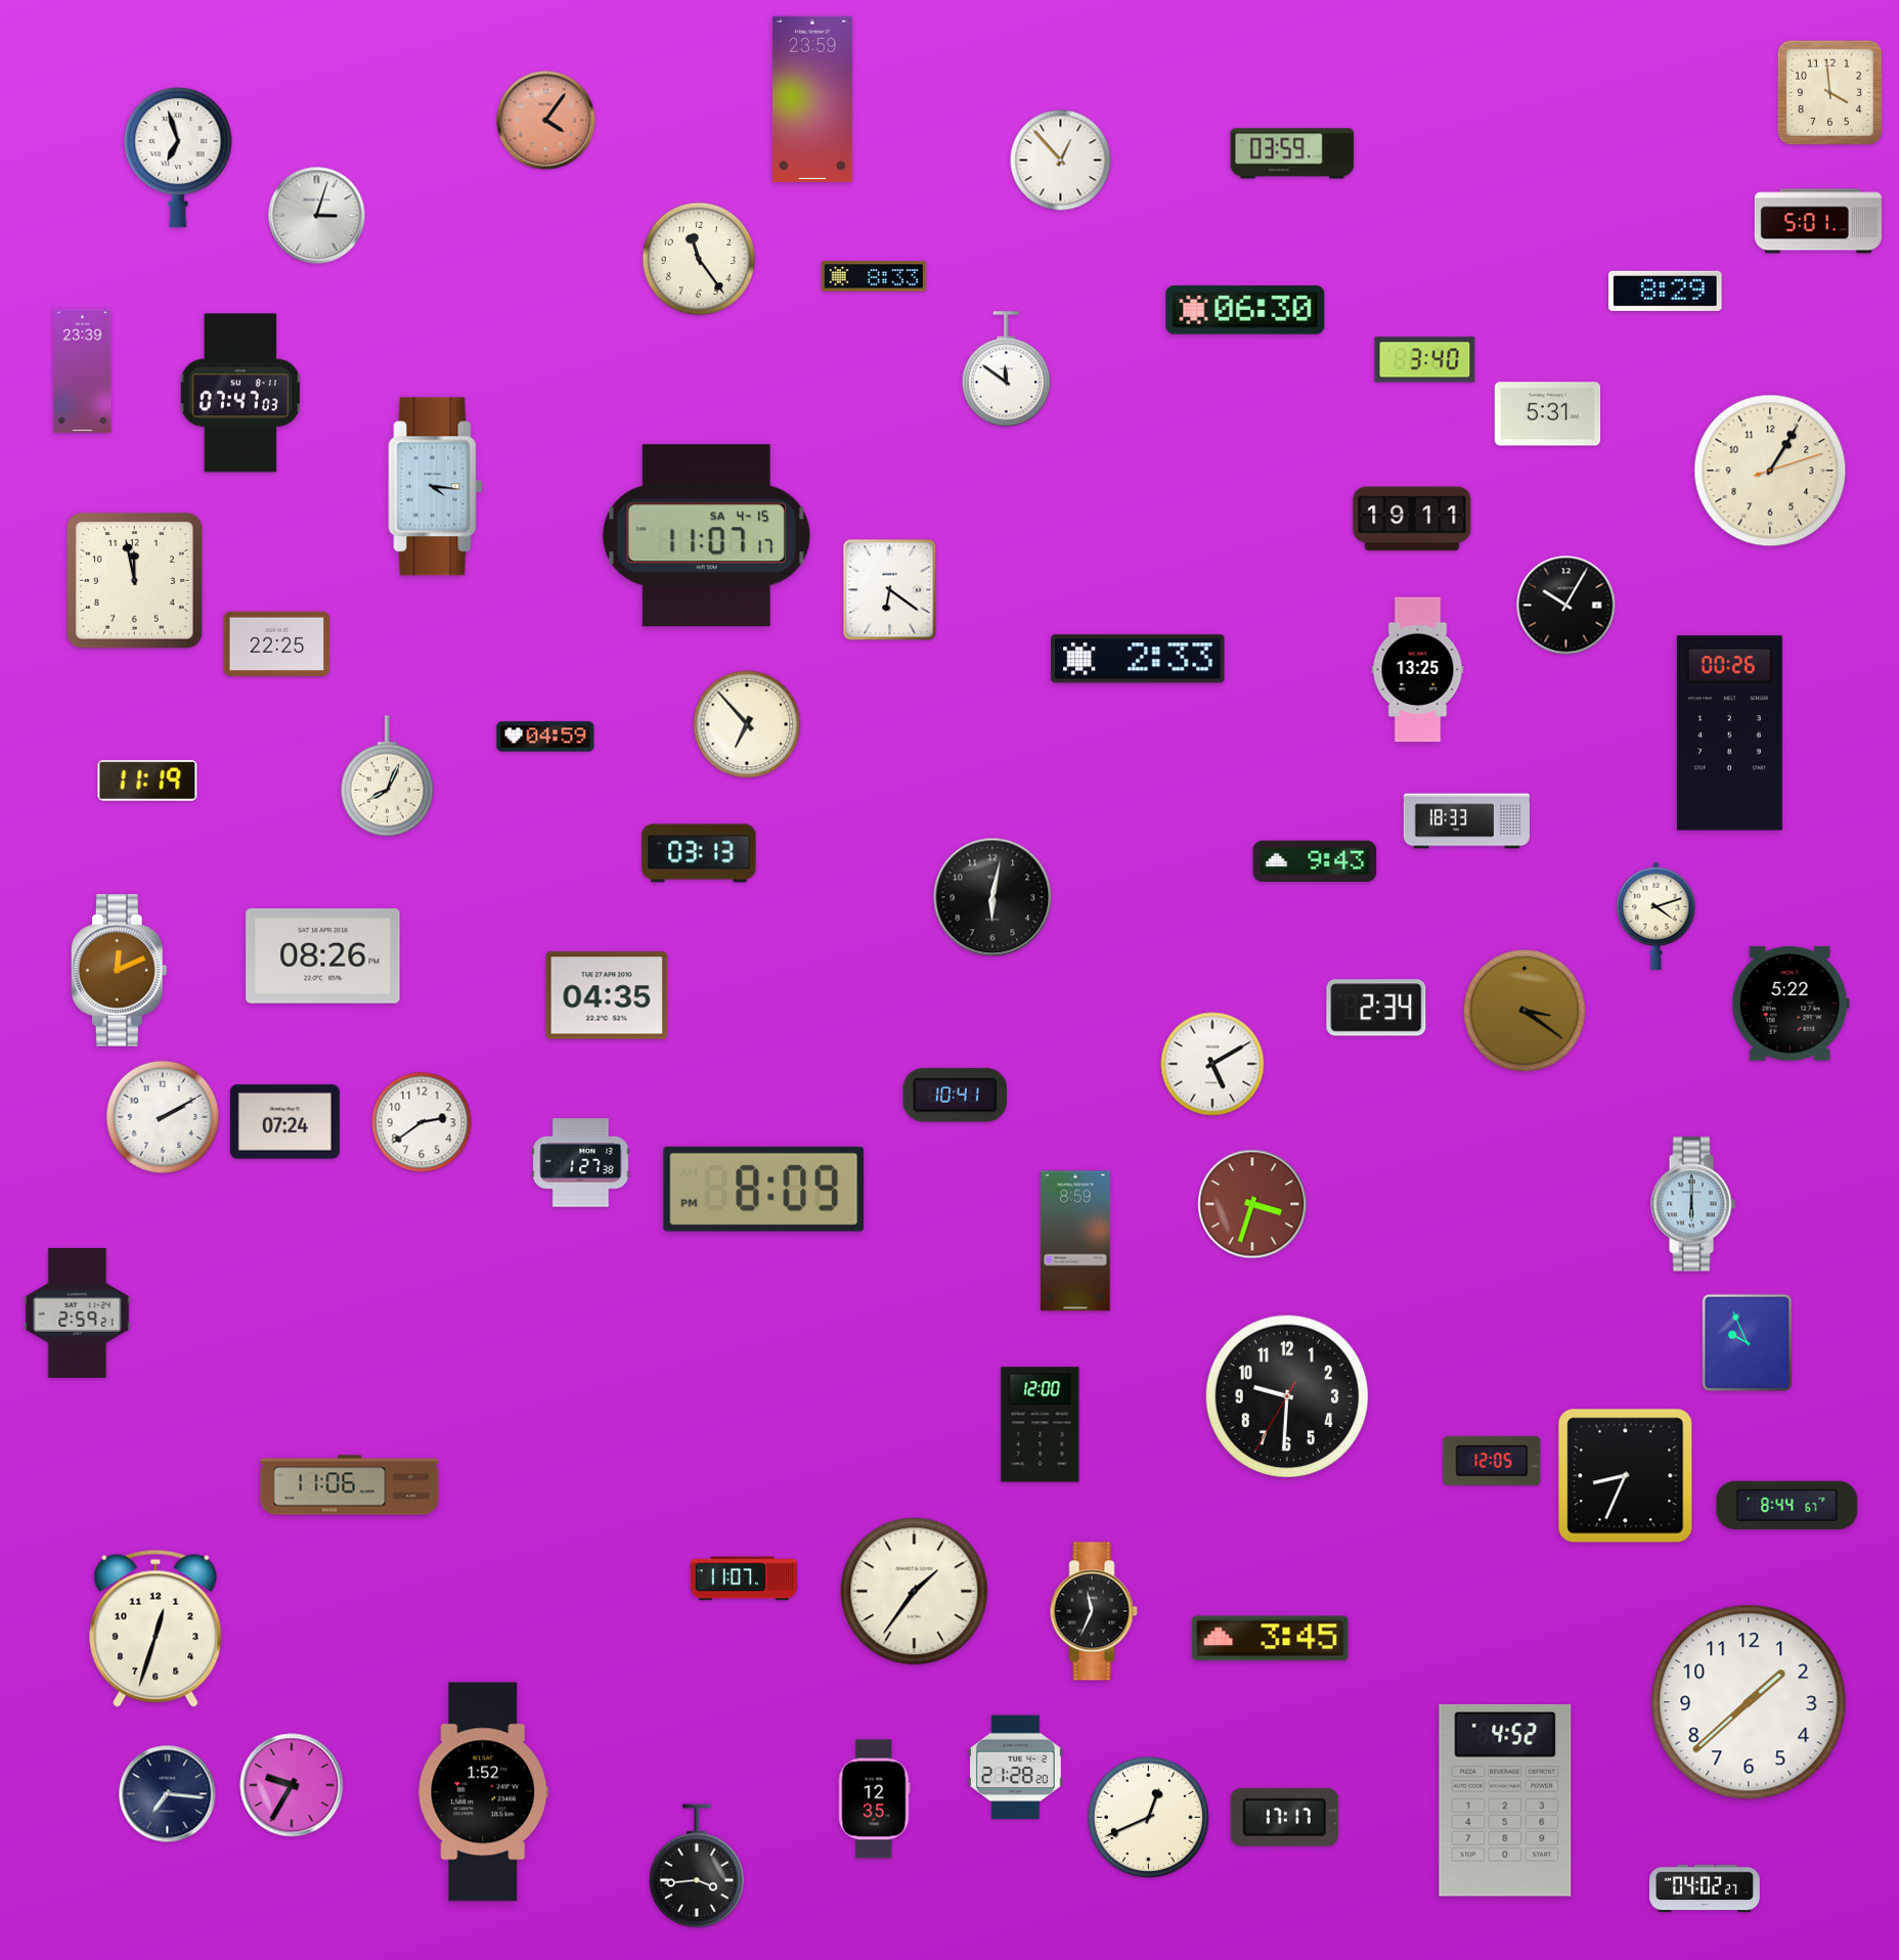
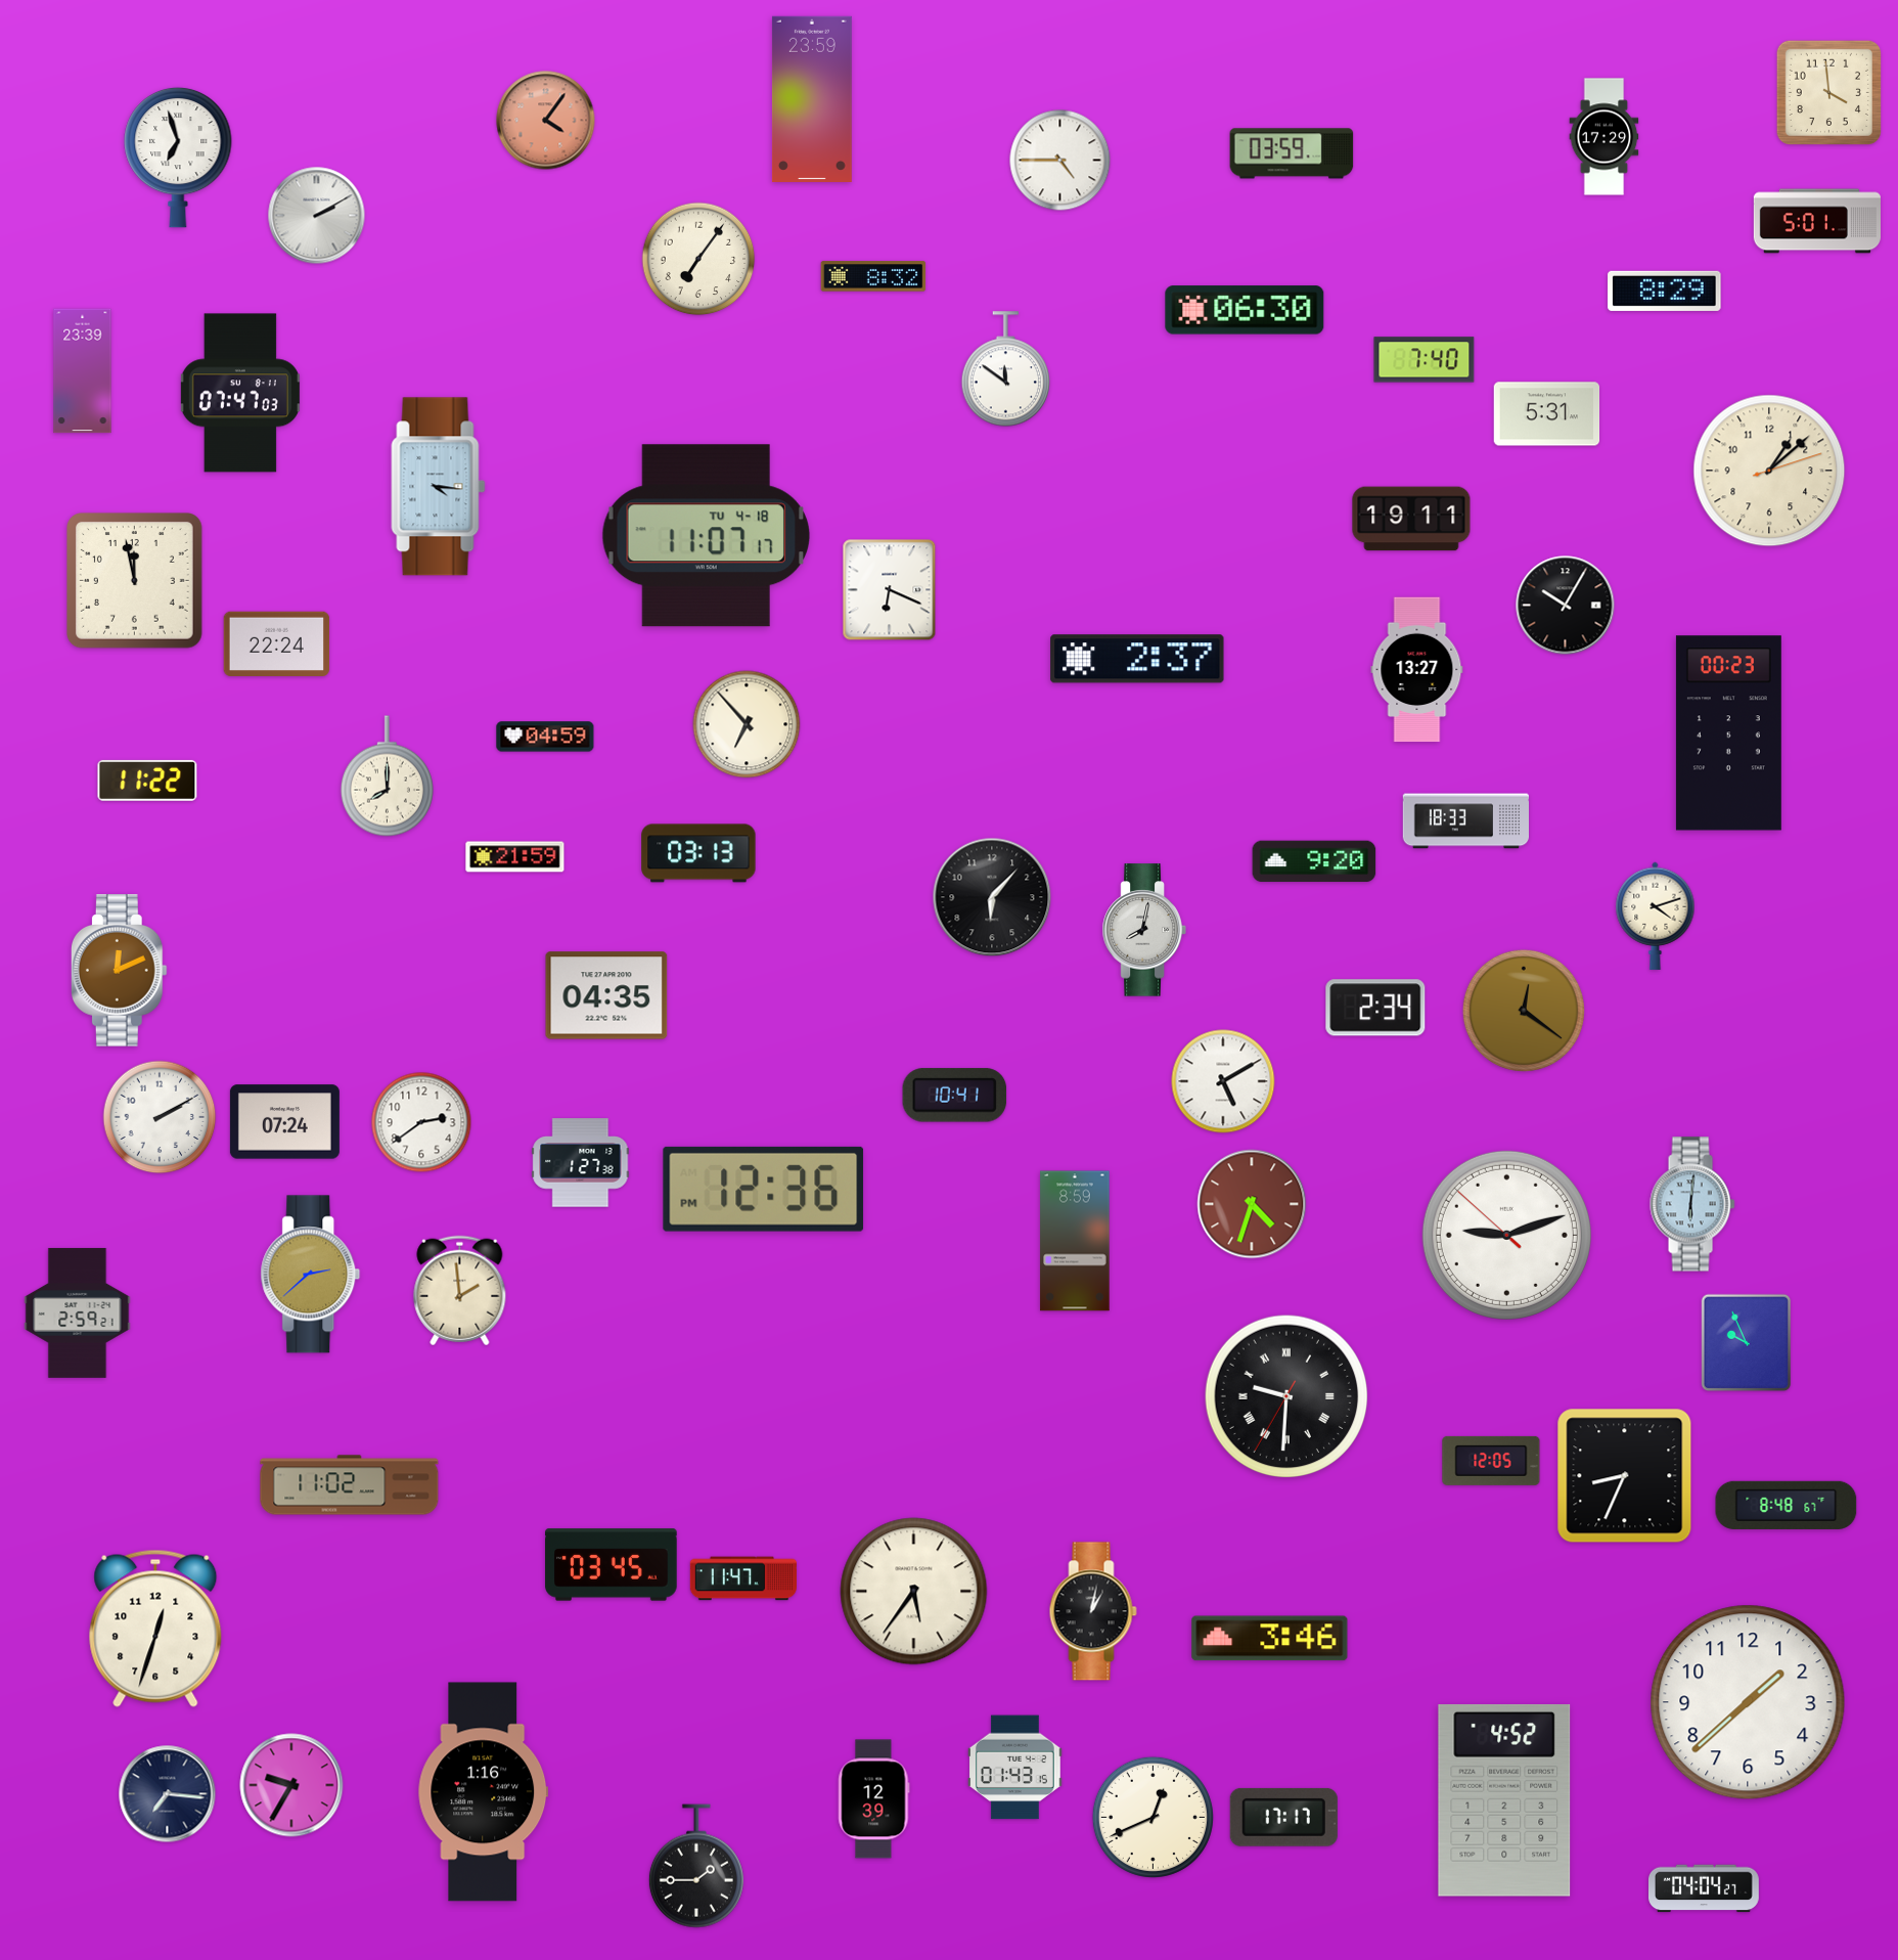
clock at (1605, 137): none -> 17:29
clock at (1061, 161): 12:53 -> 4:45
clock at (317, 216): 3:03 -> 2:10
clock at (699, 259): 11:24 -> 7:06
clock at (874, 276): 8:33 -> 8:32
clock at (1425, 360): 3:40 -> 7:40
clock at (1770, 471): 1:05 -> 1:08
clock at (436, 487) position: (436, 487) -> (439, 487)
clock at (706, 536) date: SA 4-15 -> TU 4-18
clock at (890, 590): 6:21 -> 6:19
clock at (277, 644): 22:25 -> 22:24
clock at (1138, 659): 2:33 -> 2:37
clock at (1418, 670): 13:25 -> 13:27
clock at (1729, 733): 00:26 -> 00:23
clock at (387, 776): 8:04 -> 8:00
clock at (147, 781): 11:19 -> 11:22
clock at (515, 857): none -> 21:59
clock at (1315, 861): 9:43 -> 9:20
clock at (992, 897): 6:02 -> 6:07
clock at (1144, 930): none -> 8:02
clock at (323, 955): 08:26 -> none
clock at (1791, 1004): 5:22 -> none
clock at (1525, 1011): 3:21 -> 12:21
clock at (1212, 1064) position: (1212, 1064) -> (1223, 1081)
clock at (163, 1117) position: (163, 1117) -> (160, 1117)
clock at (764, 1189): 8:09 -> 12:36
clock at (1252, 1204): 3:33 -> 4:33
clock at (1693, 1204): 6:00 -> 6:01
clock at (1506, 1235): none -> 9:11
clock at (311, 1275): none -> 2:38
clock at (460, 1291): none -> 1:59
clock at (1287, 1396) numerals: Arabic -> Roman
clock at (1041, 1425): 12:00 -> none
clock at (350, 1485): 11:06 -> 11:02
clock at (1787, 1505): 8:44 -> 8:48
clock at (612, 1565): none -> 03:45
clock at (743, 1578): 11:07 -> 11:47
clock at (915, 1592): 1:36 -> 5:36
clock at (1094, 1611): 11:34 -> 1:02
clock at (1271, 1639): 3:45 -> 3:46
clock at (1016, 1768): 21:28 -> 01:43
clock at (484, 1792): 1:52 -> 1:16
clock at (875, 1799): 12:35 -> 12:39
clock at (1148, 1817) position: (1148, 1817) -> (1153, 1817)
clock at (697, 1866): 3:44 -> 1:45
clock at (1706, 1888): 04:02 -> 04:04
